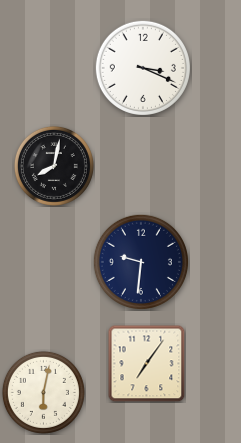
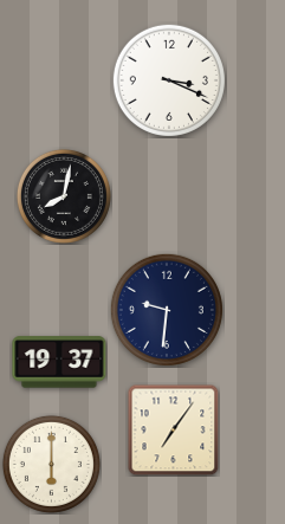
clock at (59, 362): none -> 19:37
clock at (43, 392): 6:02 -> 6:00
